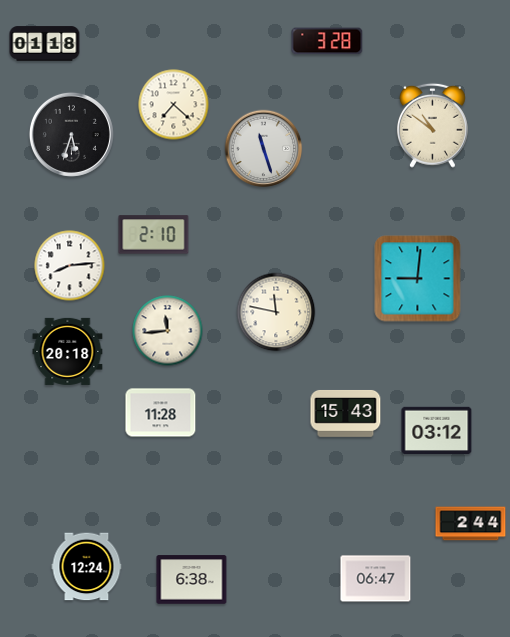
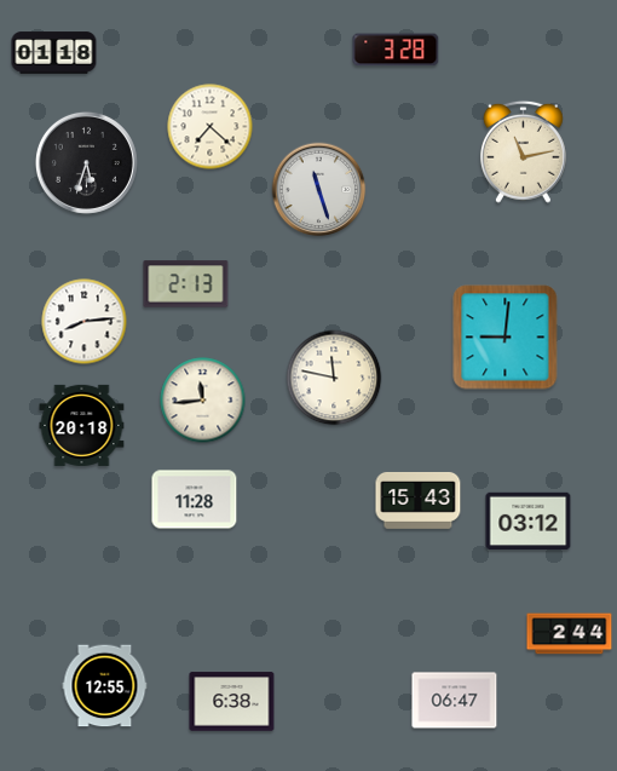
clock at (432, 125): 10:51 -> 11:13
clock at (264, 149) position: (264, 149) -> (319, 190)
clock at (154, 235): 2:10 -> 2:13
clock at (87, 567): 12:24 -> 12:55
